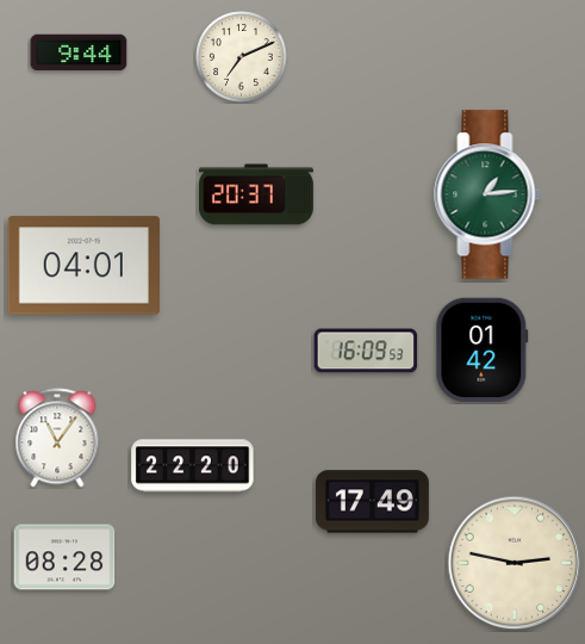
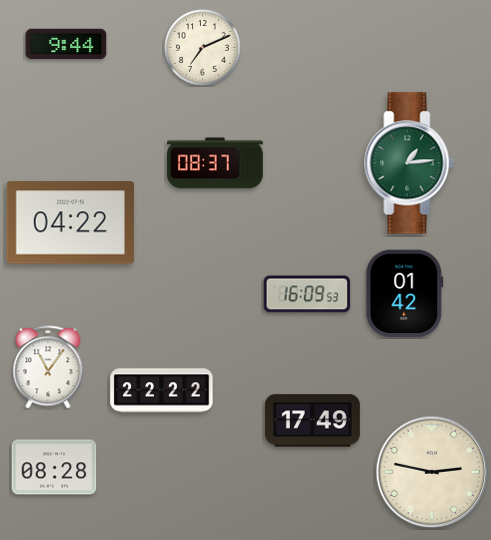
clock at (256, 194): 20:37 -> 08:37
clock at (83, 266): 04:01 -> 04:22
clock at (193, 466): 22:20 -> 22:22
